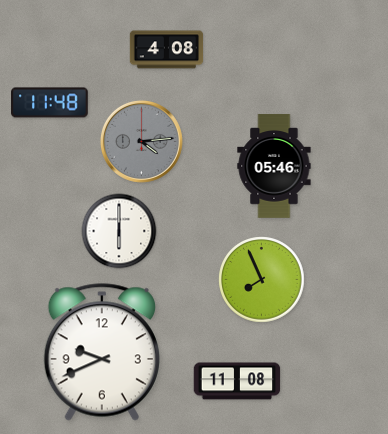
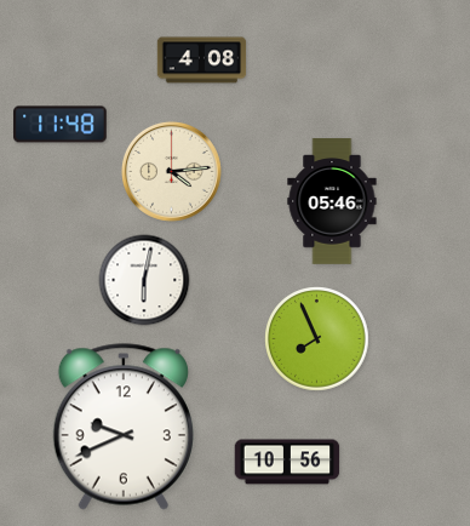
clock at (141, 141) dial: grey -> cream
clock at (119, 231): 6:00 -> 6:02
clock at (237, 381): 11:08 -> 10:56
